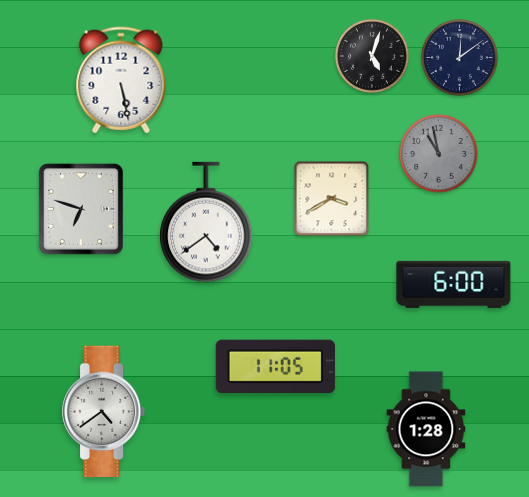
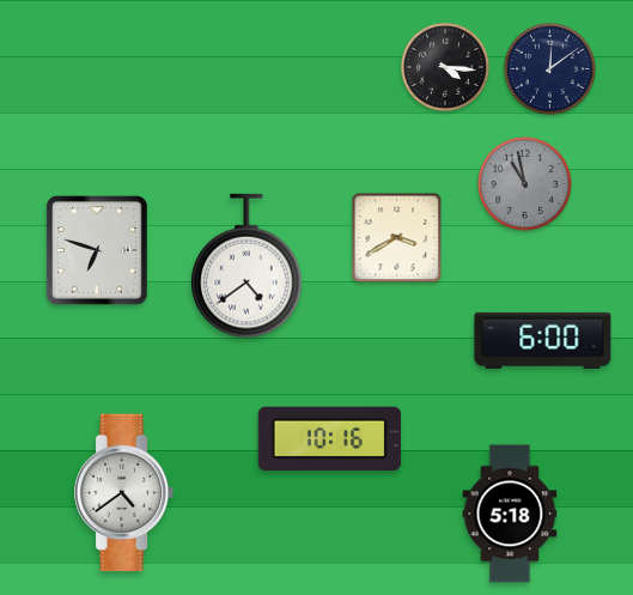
clock at (372, 56): 5:03 -> 4:16
clock at (121, 80): 5:28 -> none
clock at (275, 367): 11:05 -> 10:16
clock at (426, 429): 1:28 -> 5:18
